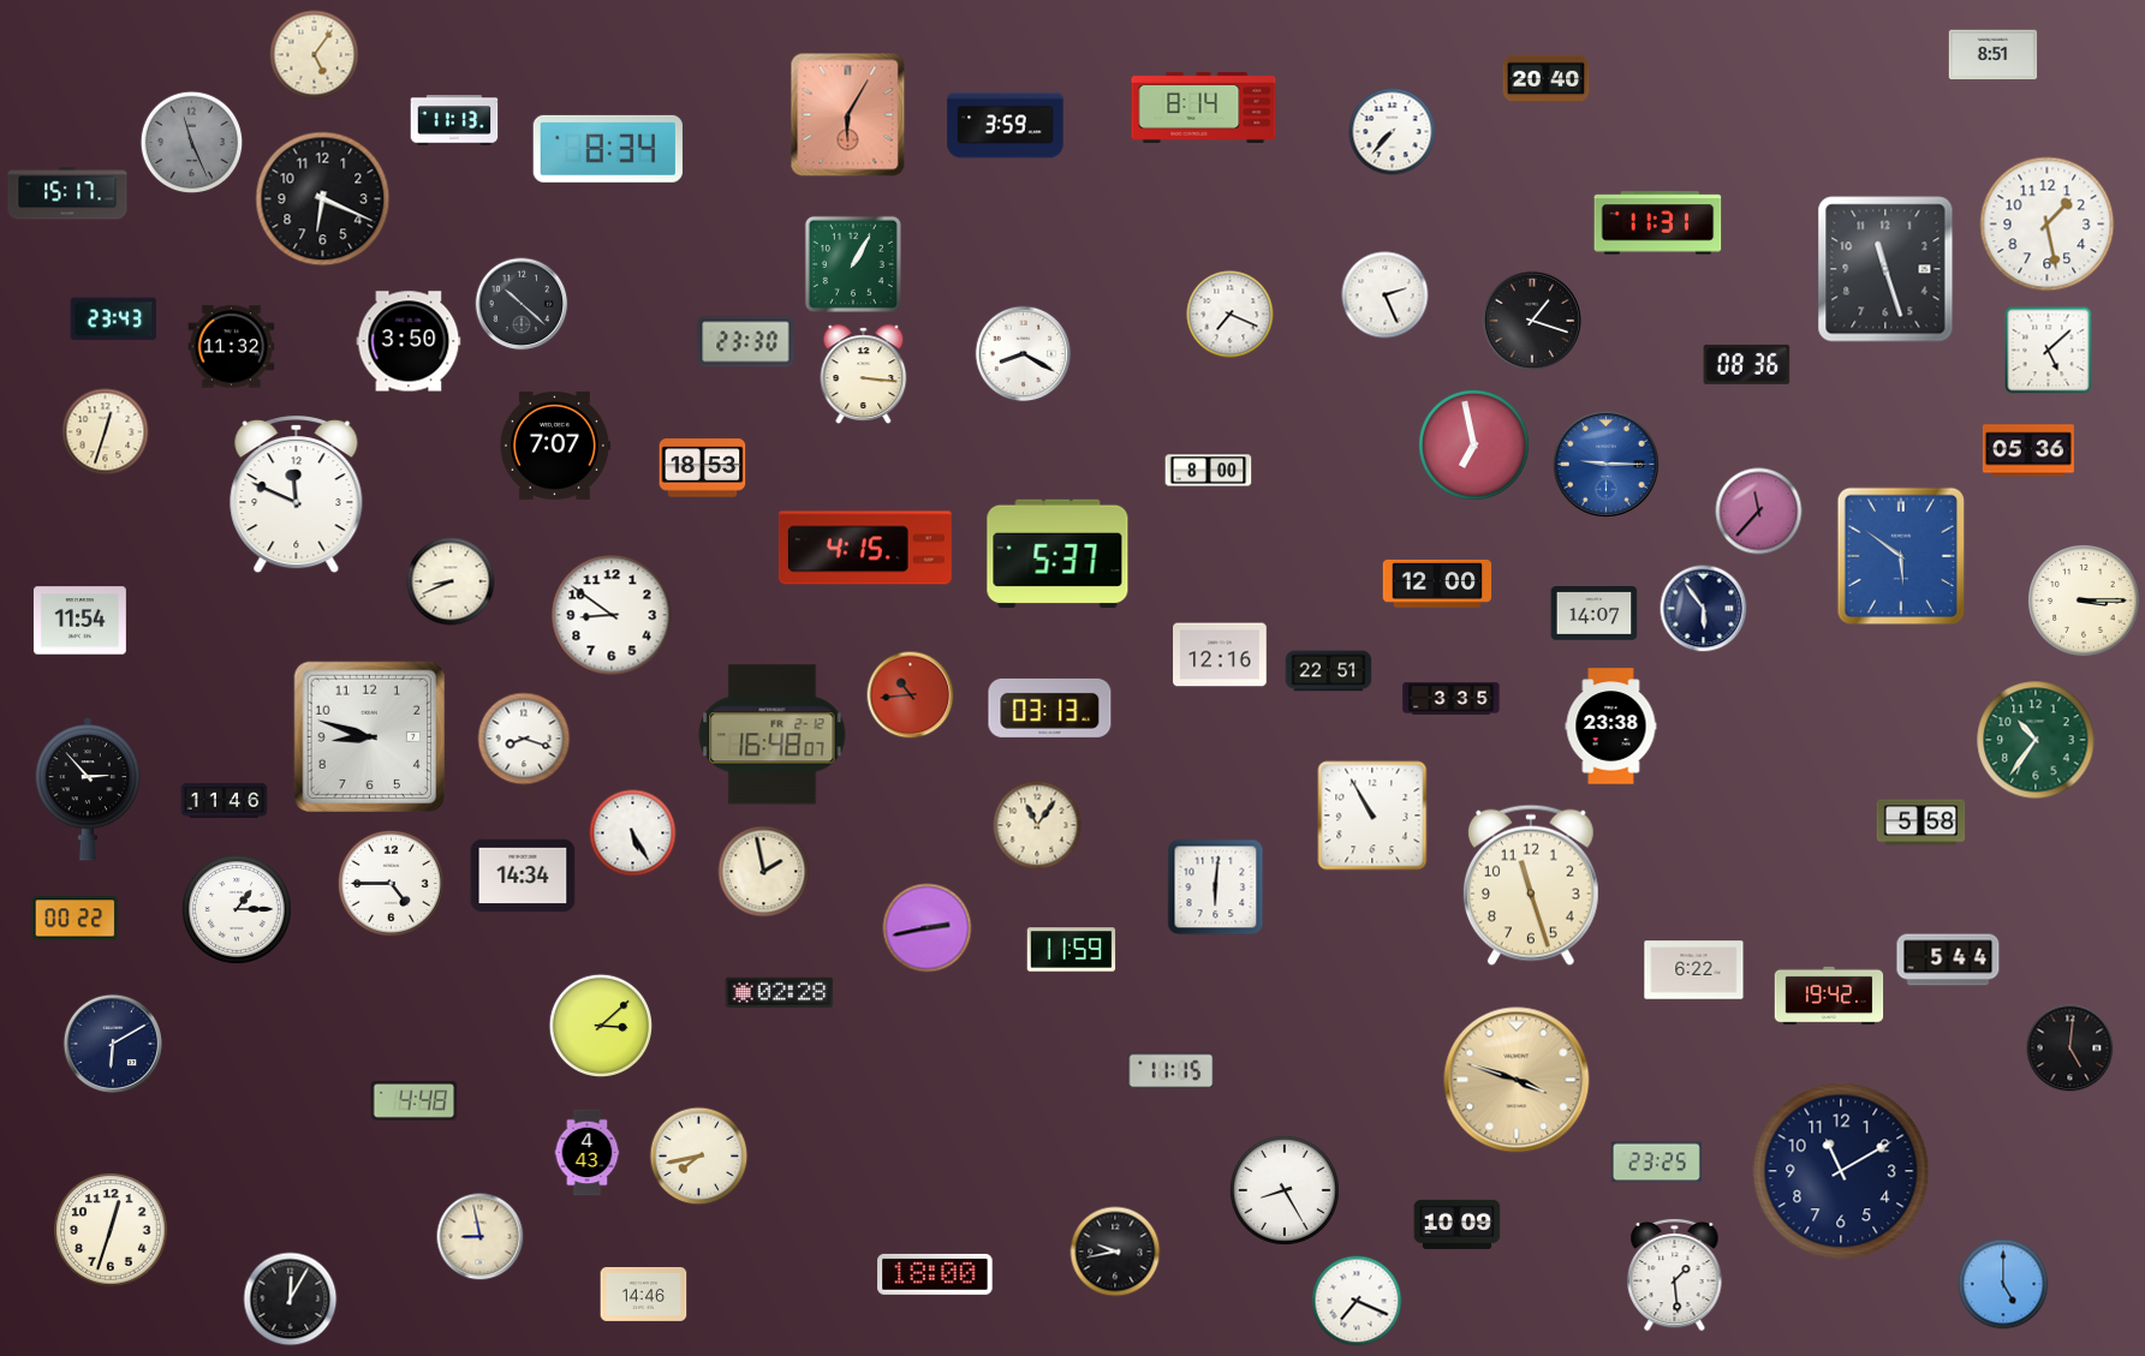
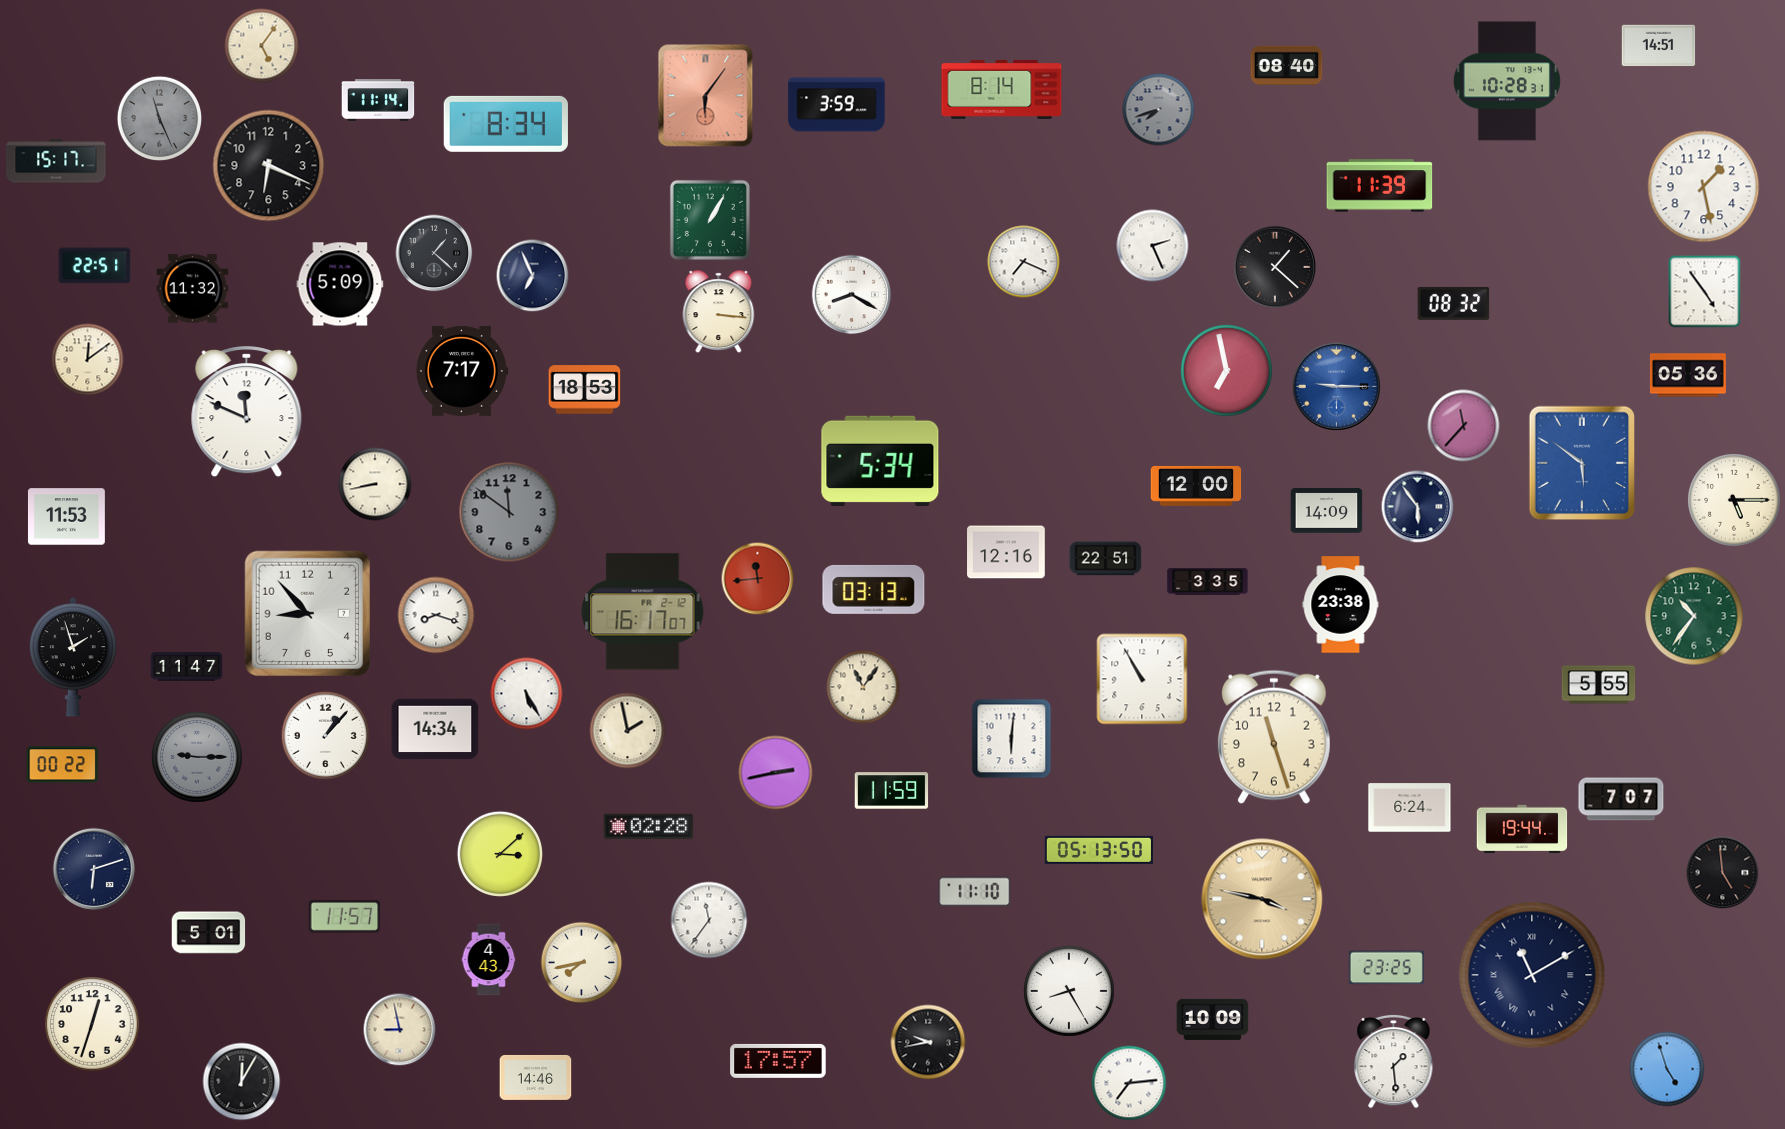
clock at (1994, 55): 8:51 -> 14:51
clock at (1547, 79): 20:40 -> 08:40
clock at (1507, 81): none -> 10:28
clock at (848, 115): 6:05 -> 6:06
clock at (454, 120): 11:13 -> 11:14
clock at (1393, 132): 7:37 -> 7:42
clock at (1393, 132) dial: white -> grey
clock at (1658, 223): 11:31 -> 11:39
clock at (1885, 269): 11:27 -> none
clock at (522, 304): 10:22 -> 1:22
clock at (114, 319): 23:43 -> 22:51
clock at (1532, 321): 1:18 -> 1:22
clock at (533, 276): none -> 6:56
clock at (409, 341): 3:50 -> 5:09
clock at (746, 342): 23:30 -> none
clock at (2049, 351): 5:08 -> 4:54
clock at (1747, 364): 08:36 -> 08:32
clock at (106, 432): 12:33 -> 12:09
clock at (554, 446): 7:07 -> 7:17
clock at (1209, 471): 8:00 -> none
clock at (865, 548): 4:15 -> none
clock at (1057, 552): 5:37 -> 5:34
clock at (451, 581): 8:41 -> 8:43
clock at (2085, 602): 3:15 -> 5:15
clock at (1595, 614): 14:07 -> 14:09
clock at (612, 615): 8:51 -> 11:51
clock at (612, 615) dial: white -> grey
clock at (81, 621): 11:54 -> 11:53
clock at (1220, 655) position: (1220, 655) -> (1006, 552)
clock at (911, 695): 10:44 -> 11:44
clock at (773, 735): 16:48 -> 16:17
clock at (369, 736): 8:48 -> 8:53
clock at (88, 789): 2:53 -> 1:57
clock at (225, 801): 11:46 -> 11:47
clock at (1921, 823): 5:58 -> 5:55
clock at (764, 872) position: (764, 872) -> (628, 731)
clock at (391, 883): 4:45 -> 1:07
clock at (237, 909): 1:15 -> 9:15
clock at (237, 909) dial: white -> grey
clock at (928, 928) position: (928, 928) -> (776, 773)
clock at (1948, 960): 5:44 -> 7:07
clock at (1694, 970): 6:22 -> 6:24
clock at (1829, 996): 19:42 -> 19:44
clock at (1099, 850): none -> 05:13
clock at (113, 1044): 6:10 -> 6:12
clock at (2070, 1049): 5:01 -> 4:59
clock at (1172, 1071): 11:15 -> 11:10
clock at (1517, 1080): 3:48 -> 3:47
clock at (415, 1101): 4:48 -> 11:57
clock at (709, 920): none -> 11:36
clock at (209, 933): none -> 5:01
clock at (1656, 1163) position: (1656, 1163) -> (1386, 968)
clock at (1841, 1171) numerals: Arabic -> Roman
clock at (935, 1274): 18:00 -> 17:57
clock at (2003, 1284): 5:00 -> 4:57
clock at (1357, 1301): 7:19 -> 7:14
